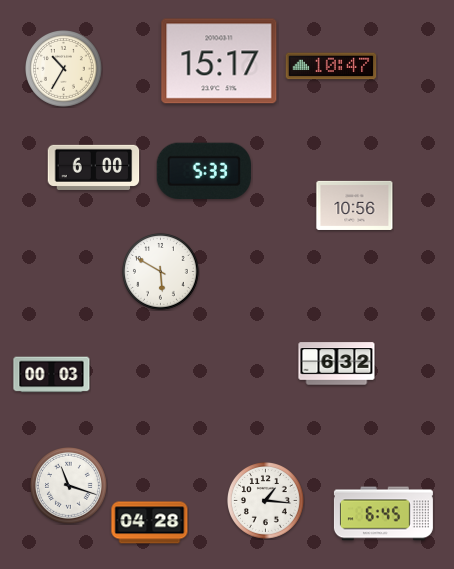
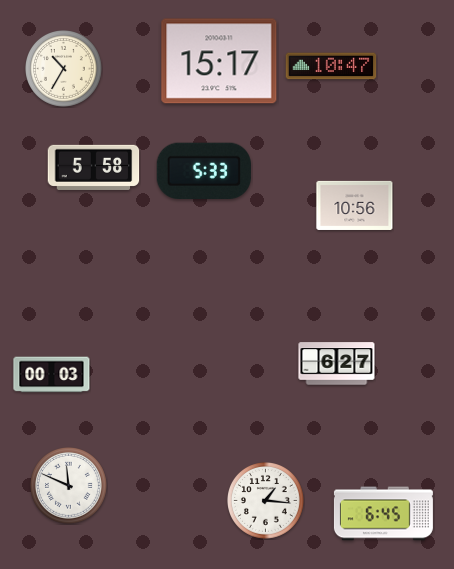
clock at (94, 167): 6:00 -> 5:58
clock at (161, 272): 5:50 -> none
clock at (337, 364): 6:32 -> 6:27
clock at (69, 486): 11:18 -> 11:49
clock at (150, 523): 04:28 -> none
